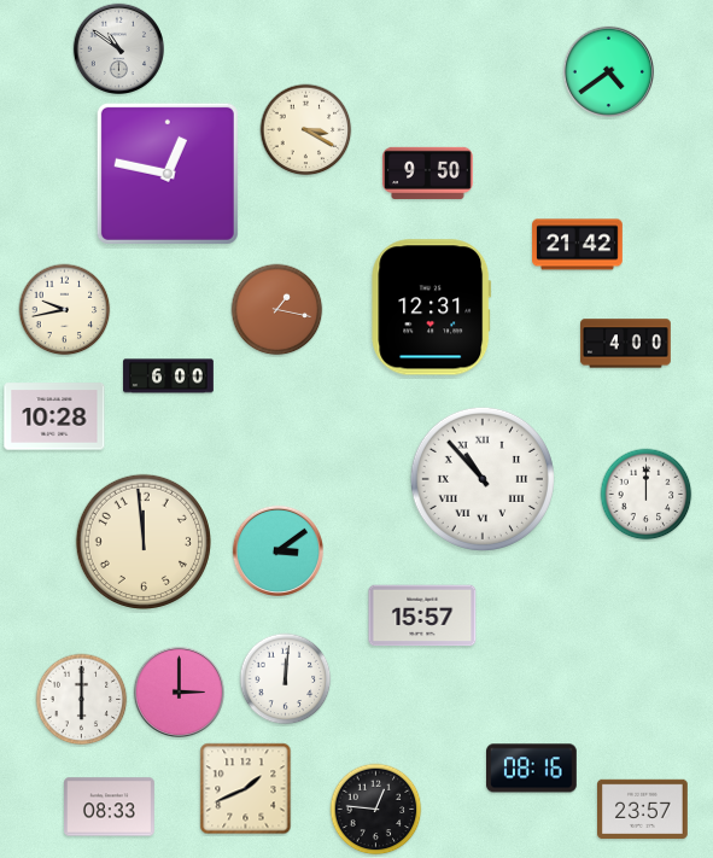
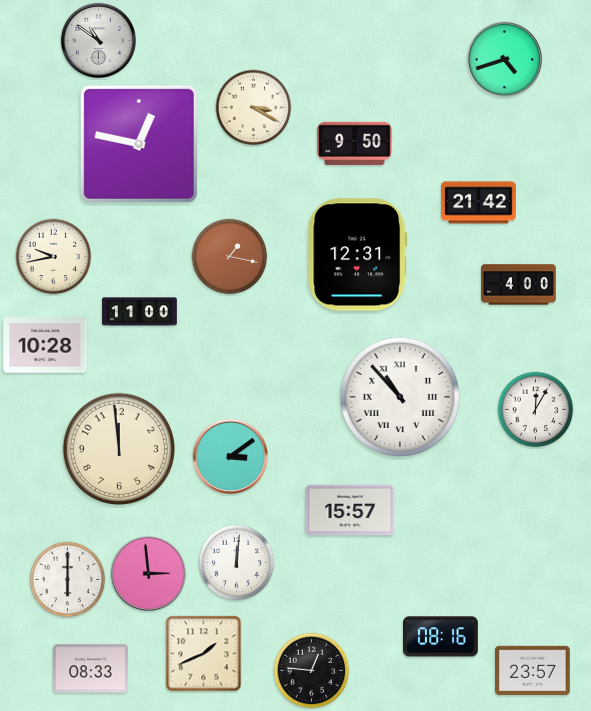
clock at (608, 71): 4:39 -> 4:42
clock at (169, 377): 6:00 -> 11:00
clock at (647, 495): 12:00 -> 12:05
clock at (179, 691): 3:00 -> 2:59
